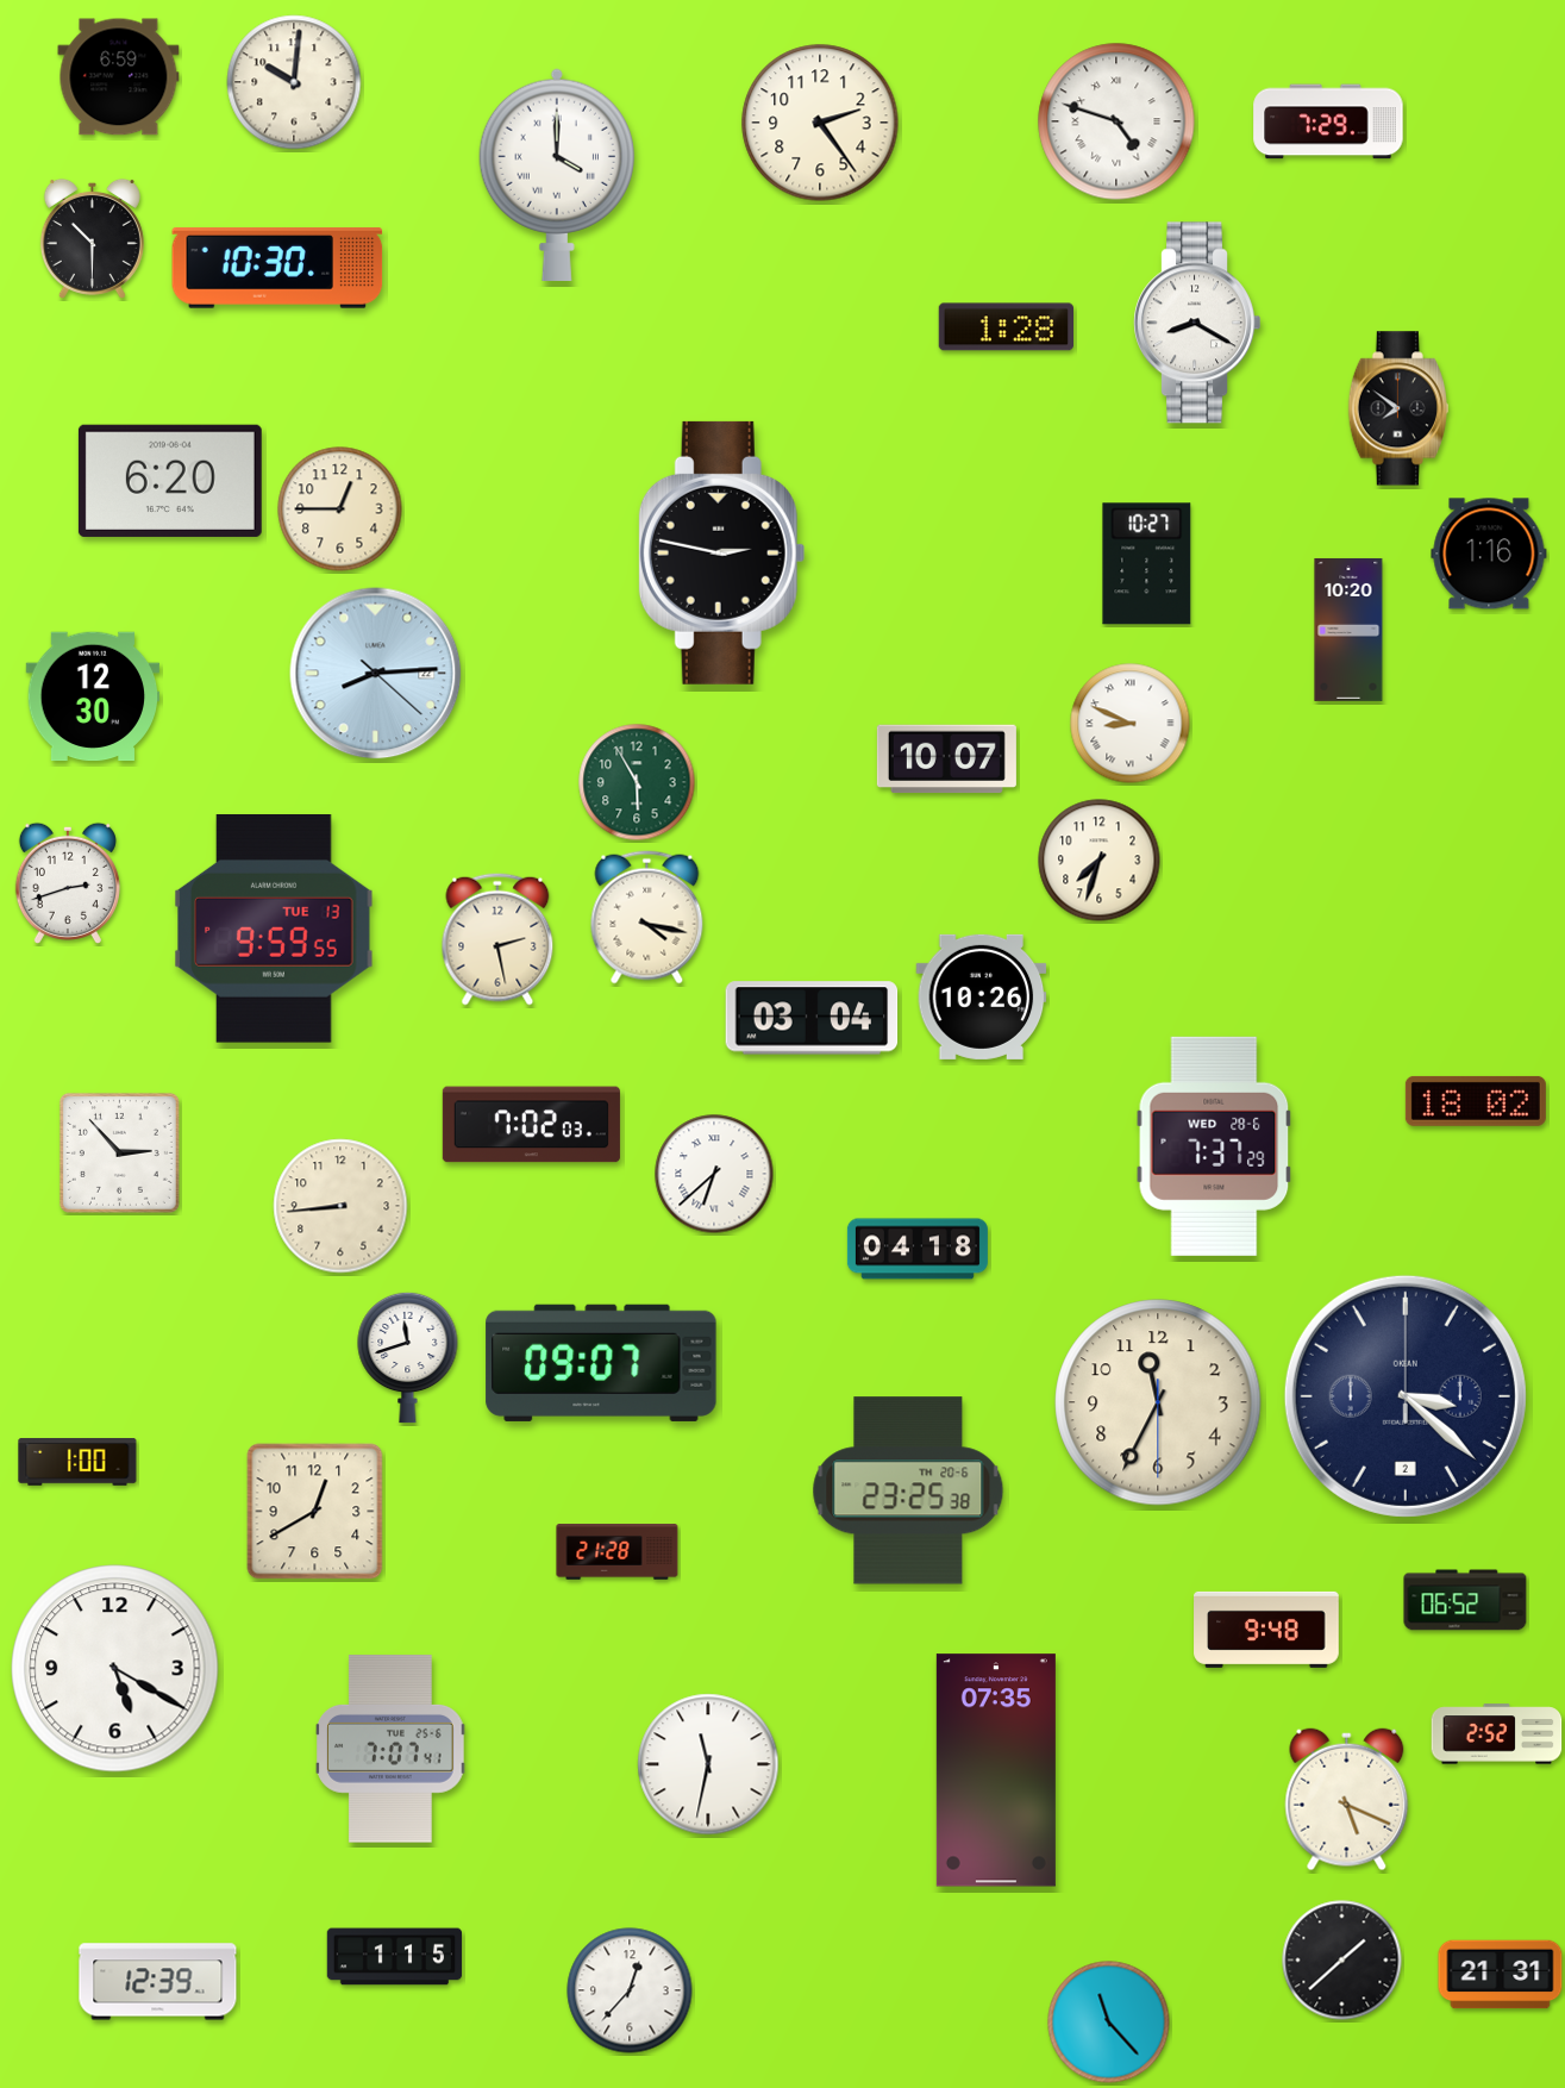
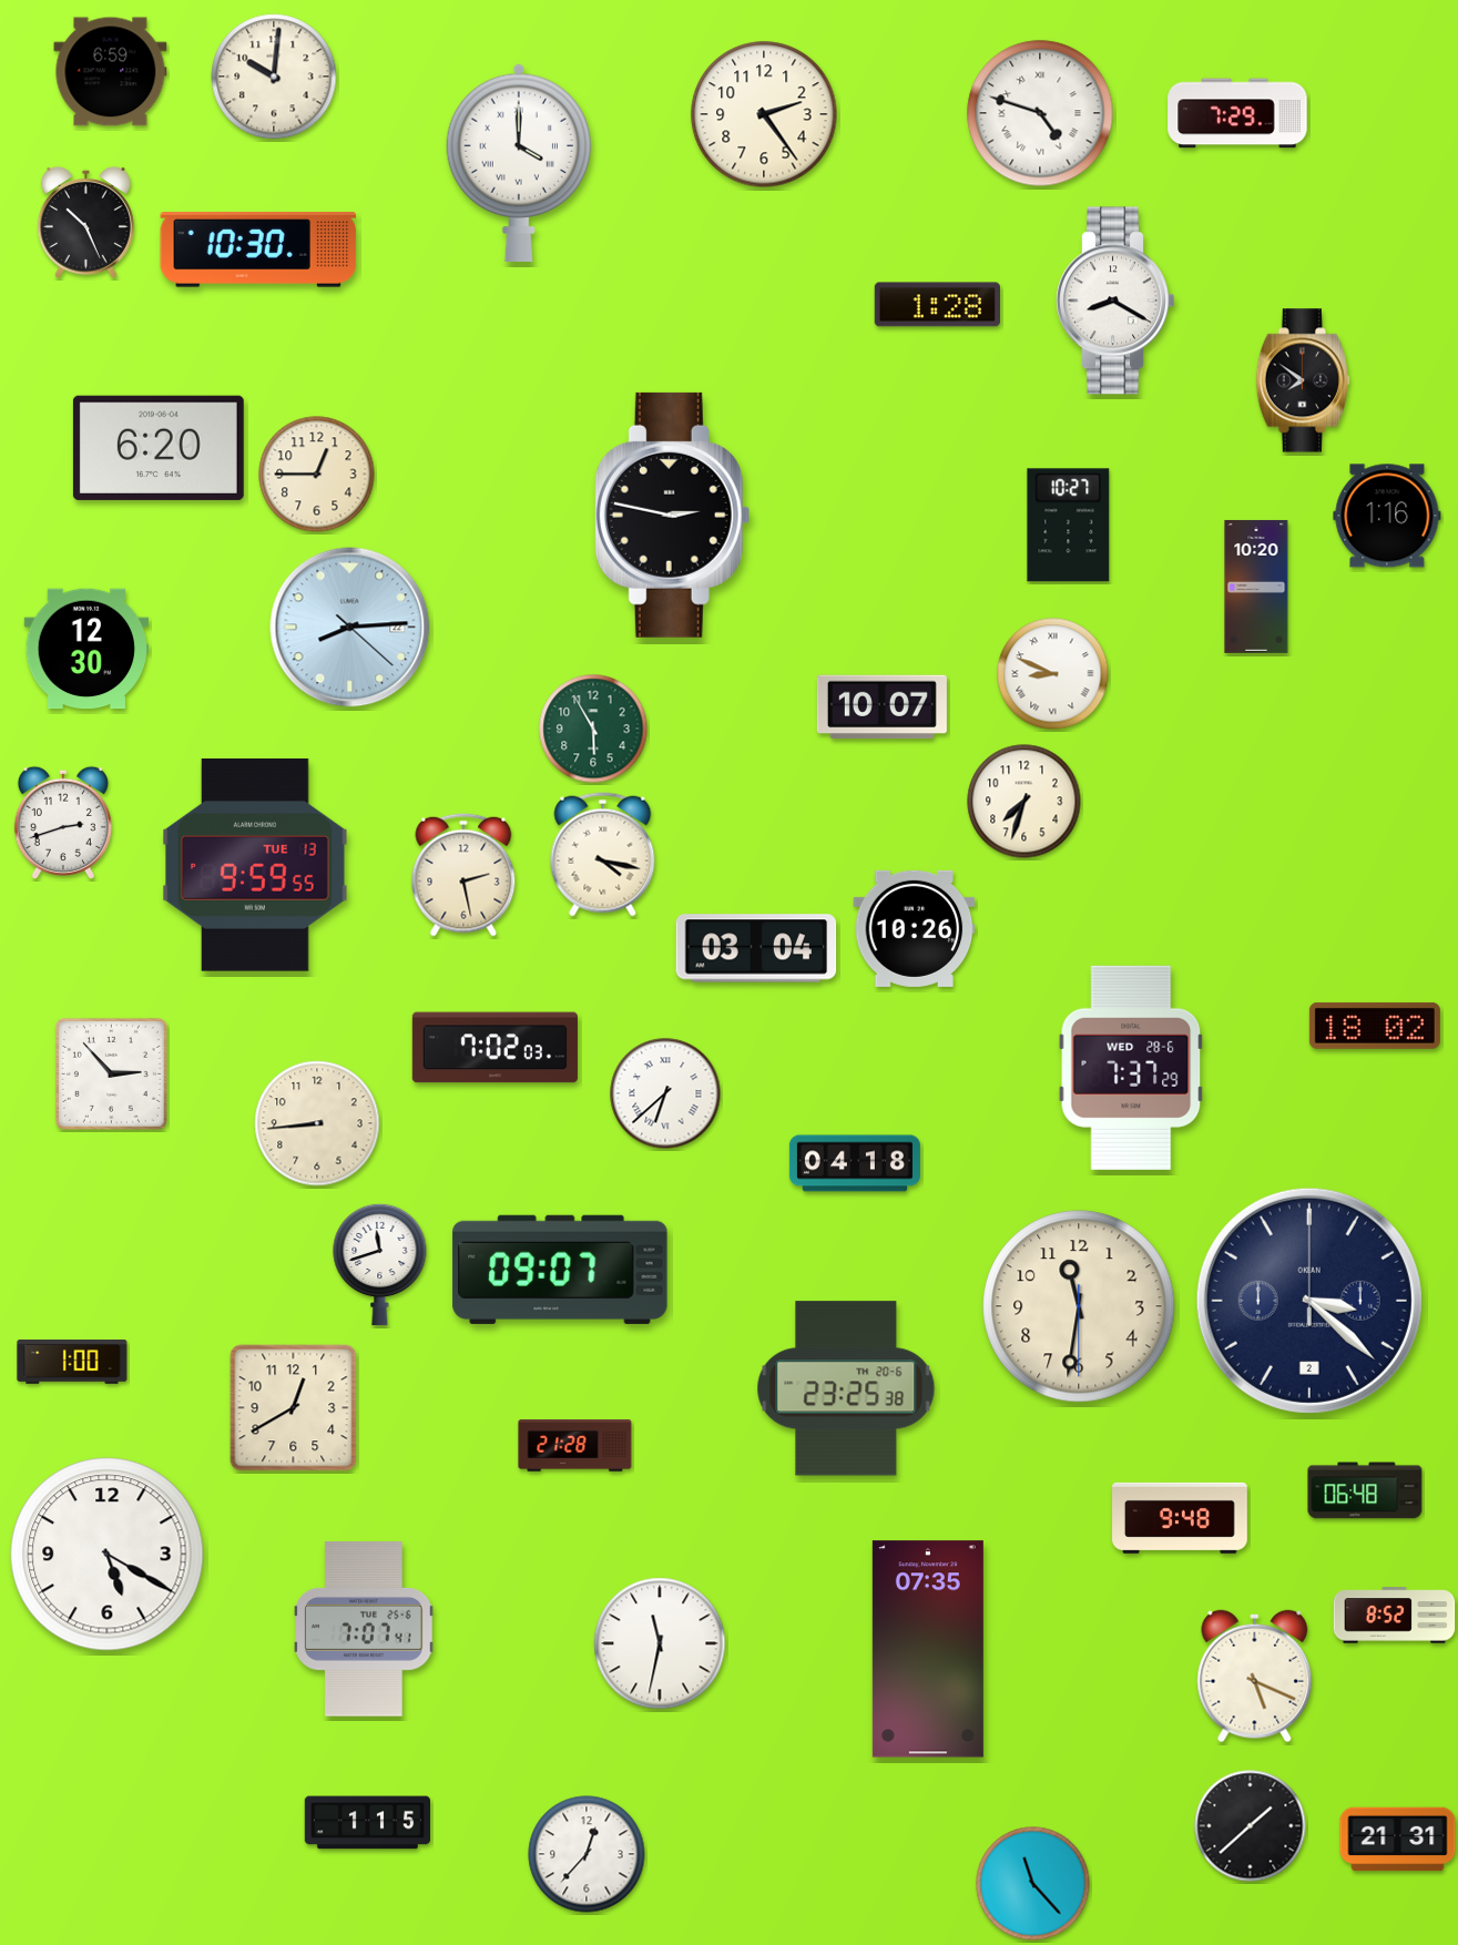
clock at (92, 238): 10:30 -> 10:26
clock at (1158, 1402): 11:34 -> 11:31
clock at (1465, 1600): 06:52 -> 06:48
clock at (1497, 1734): 2:52 -> 8:52
clock at (158, 1982): 12:39 -> none
